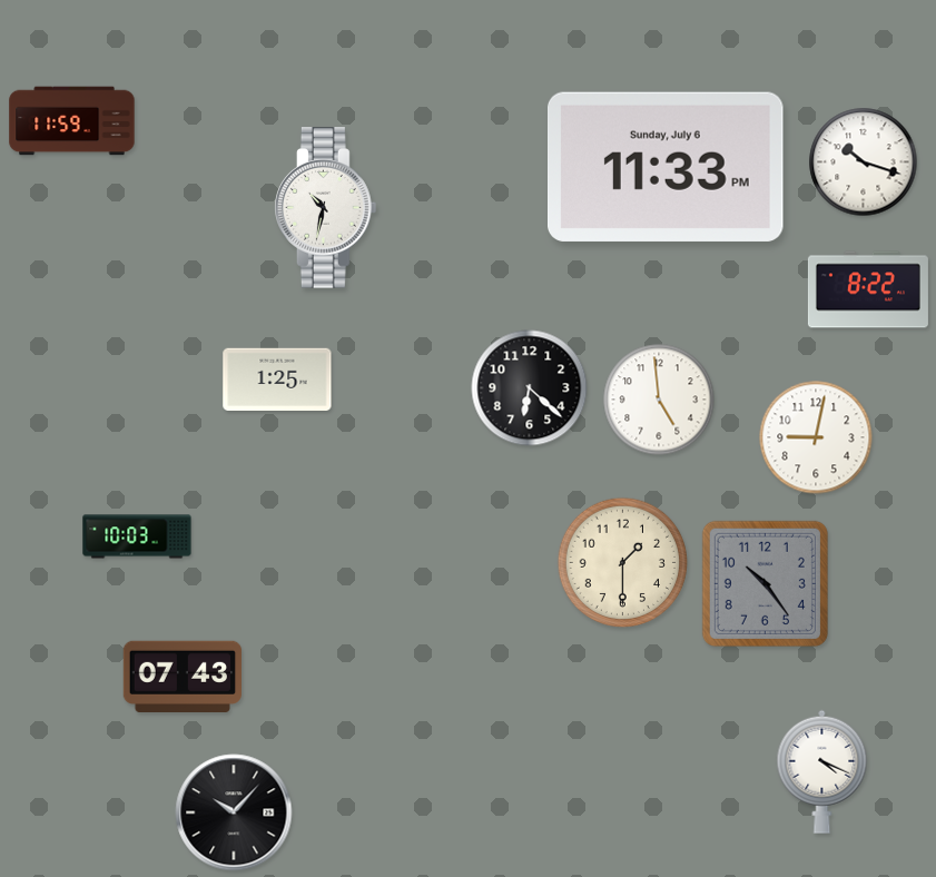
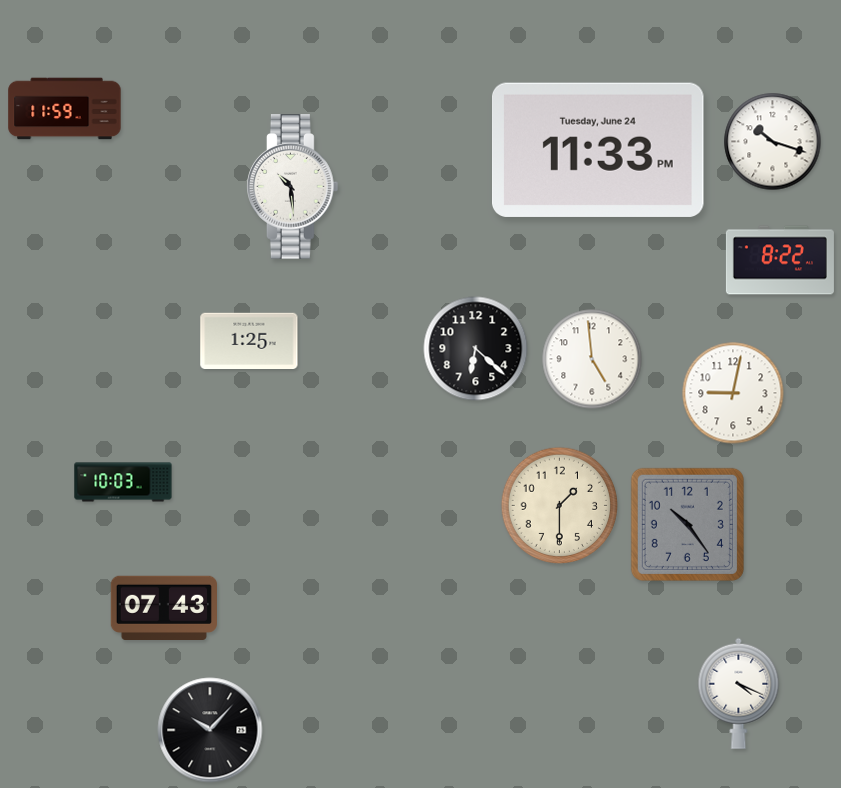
clock at (864, 162) position: (864, 162) -> (773, 142)
clock at (667, 167) date: Sunday, July 6 -> Tuesday, June 24
clock at (326, 208): 10:32 -> 10:29
